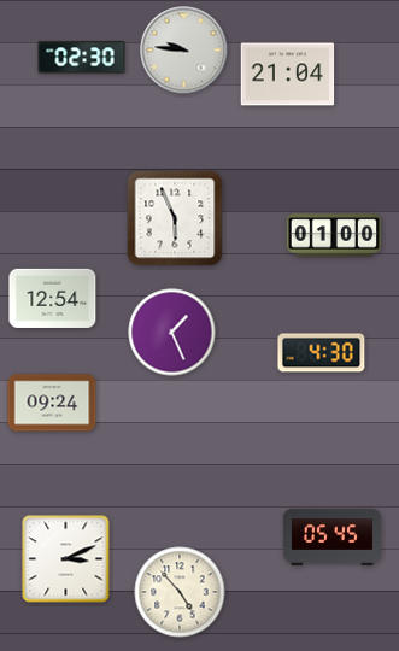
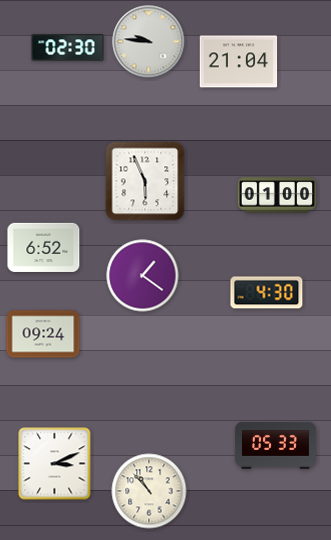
clock at (184, 51) position: (184, 51) -> (149, 42)
clock at (53, 298): 12:54 -> 6:52
clock at (172, 333): 1:26 -> 1:21
clock at (331, 536): 05:45 -> 05:33
clock at (180, 592): 4:53 -> 10:53
